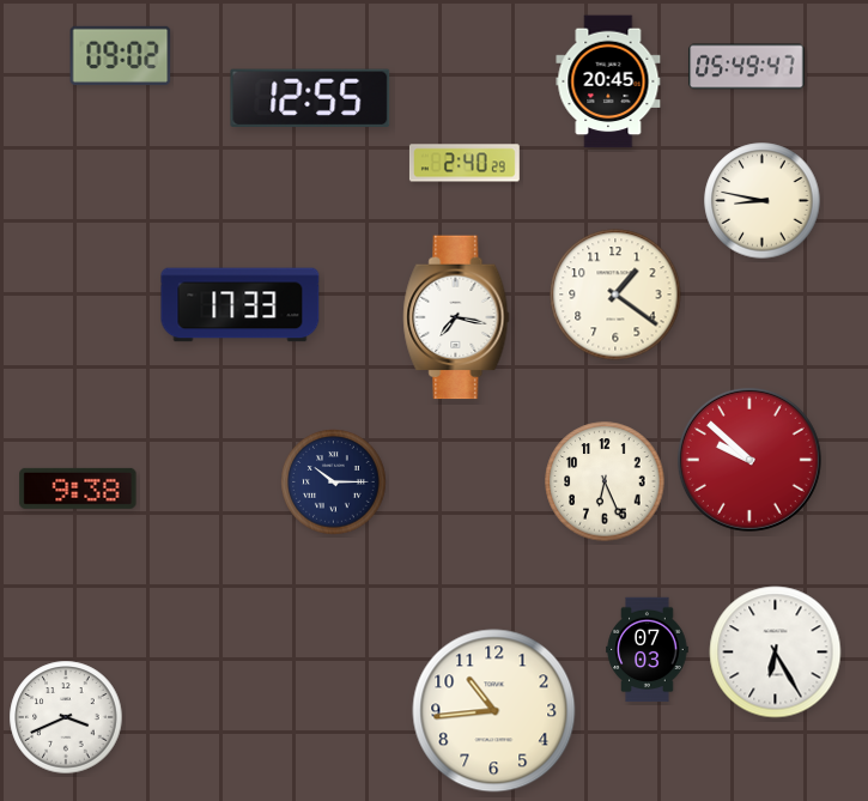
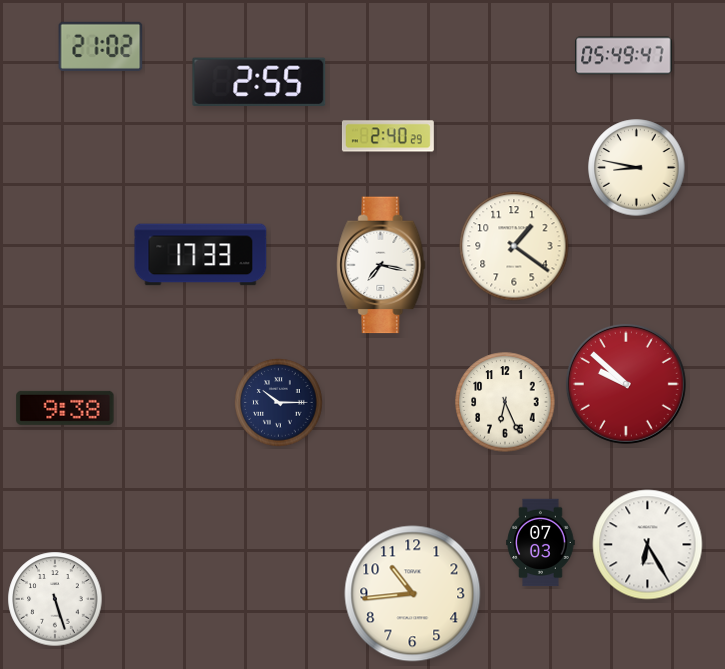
clock at (121, 55): 09:02 -> 21:02
clock at (608, 81): 20:45 -> none
clock at (310, 98): 12:55 -> 2:55
clock at (66, 717): 3:41 -> 5:27
